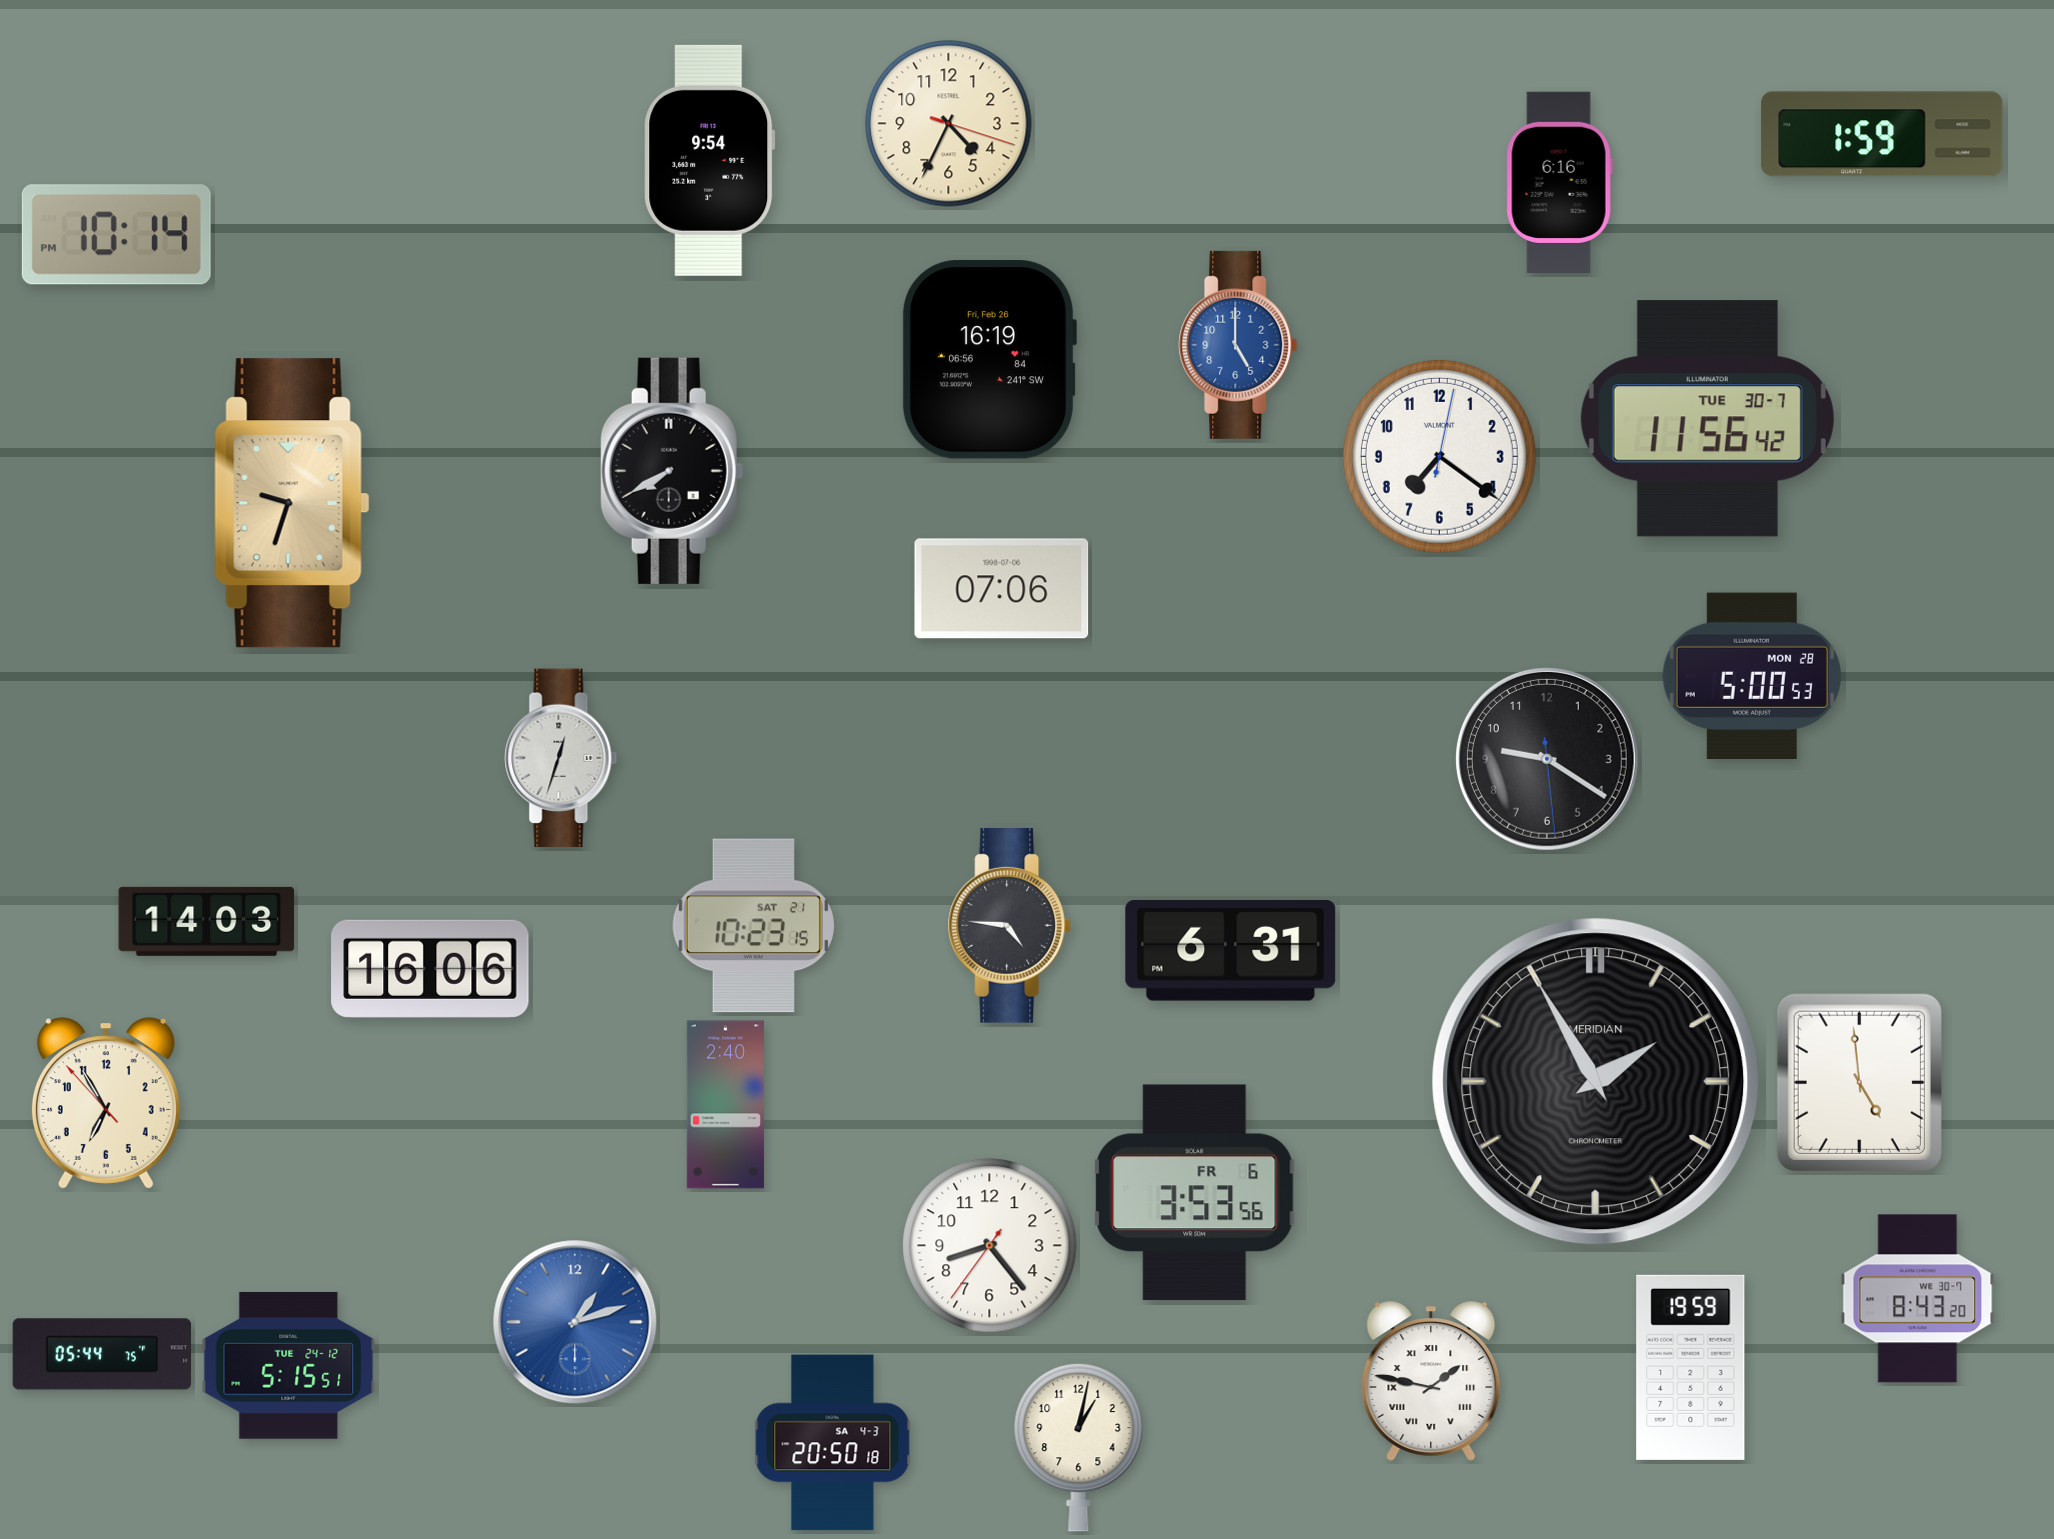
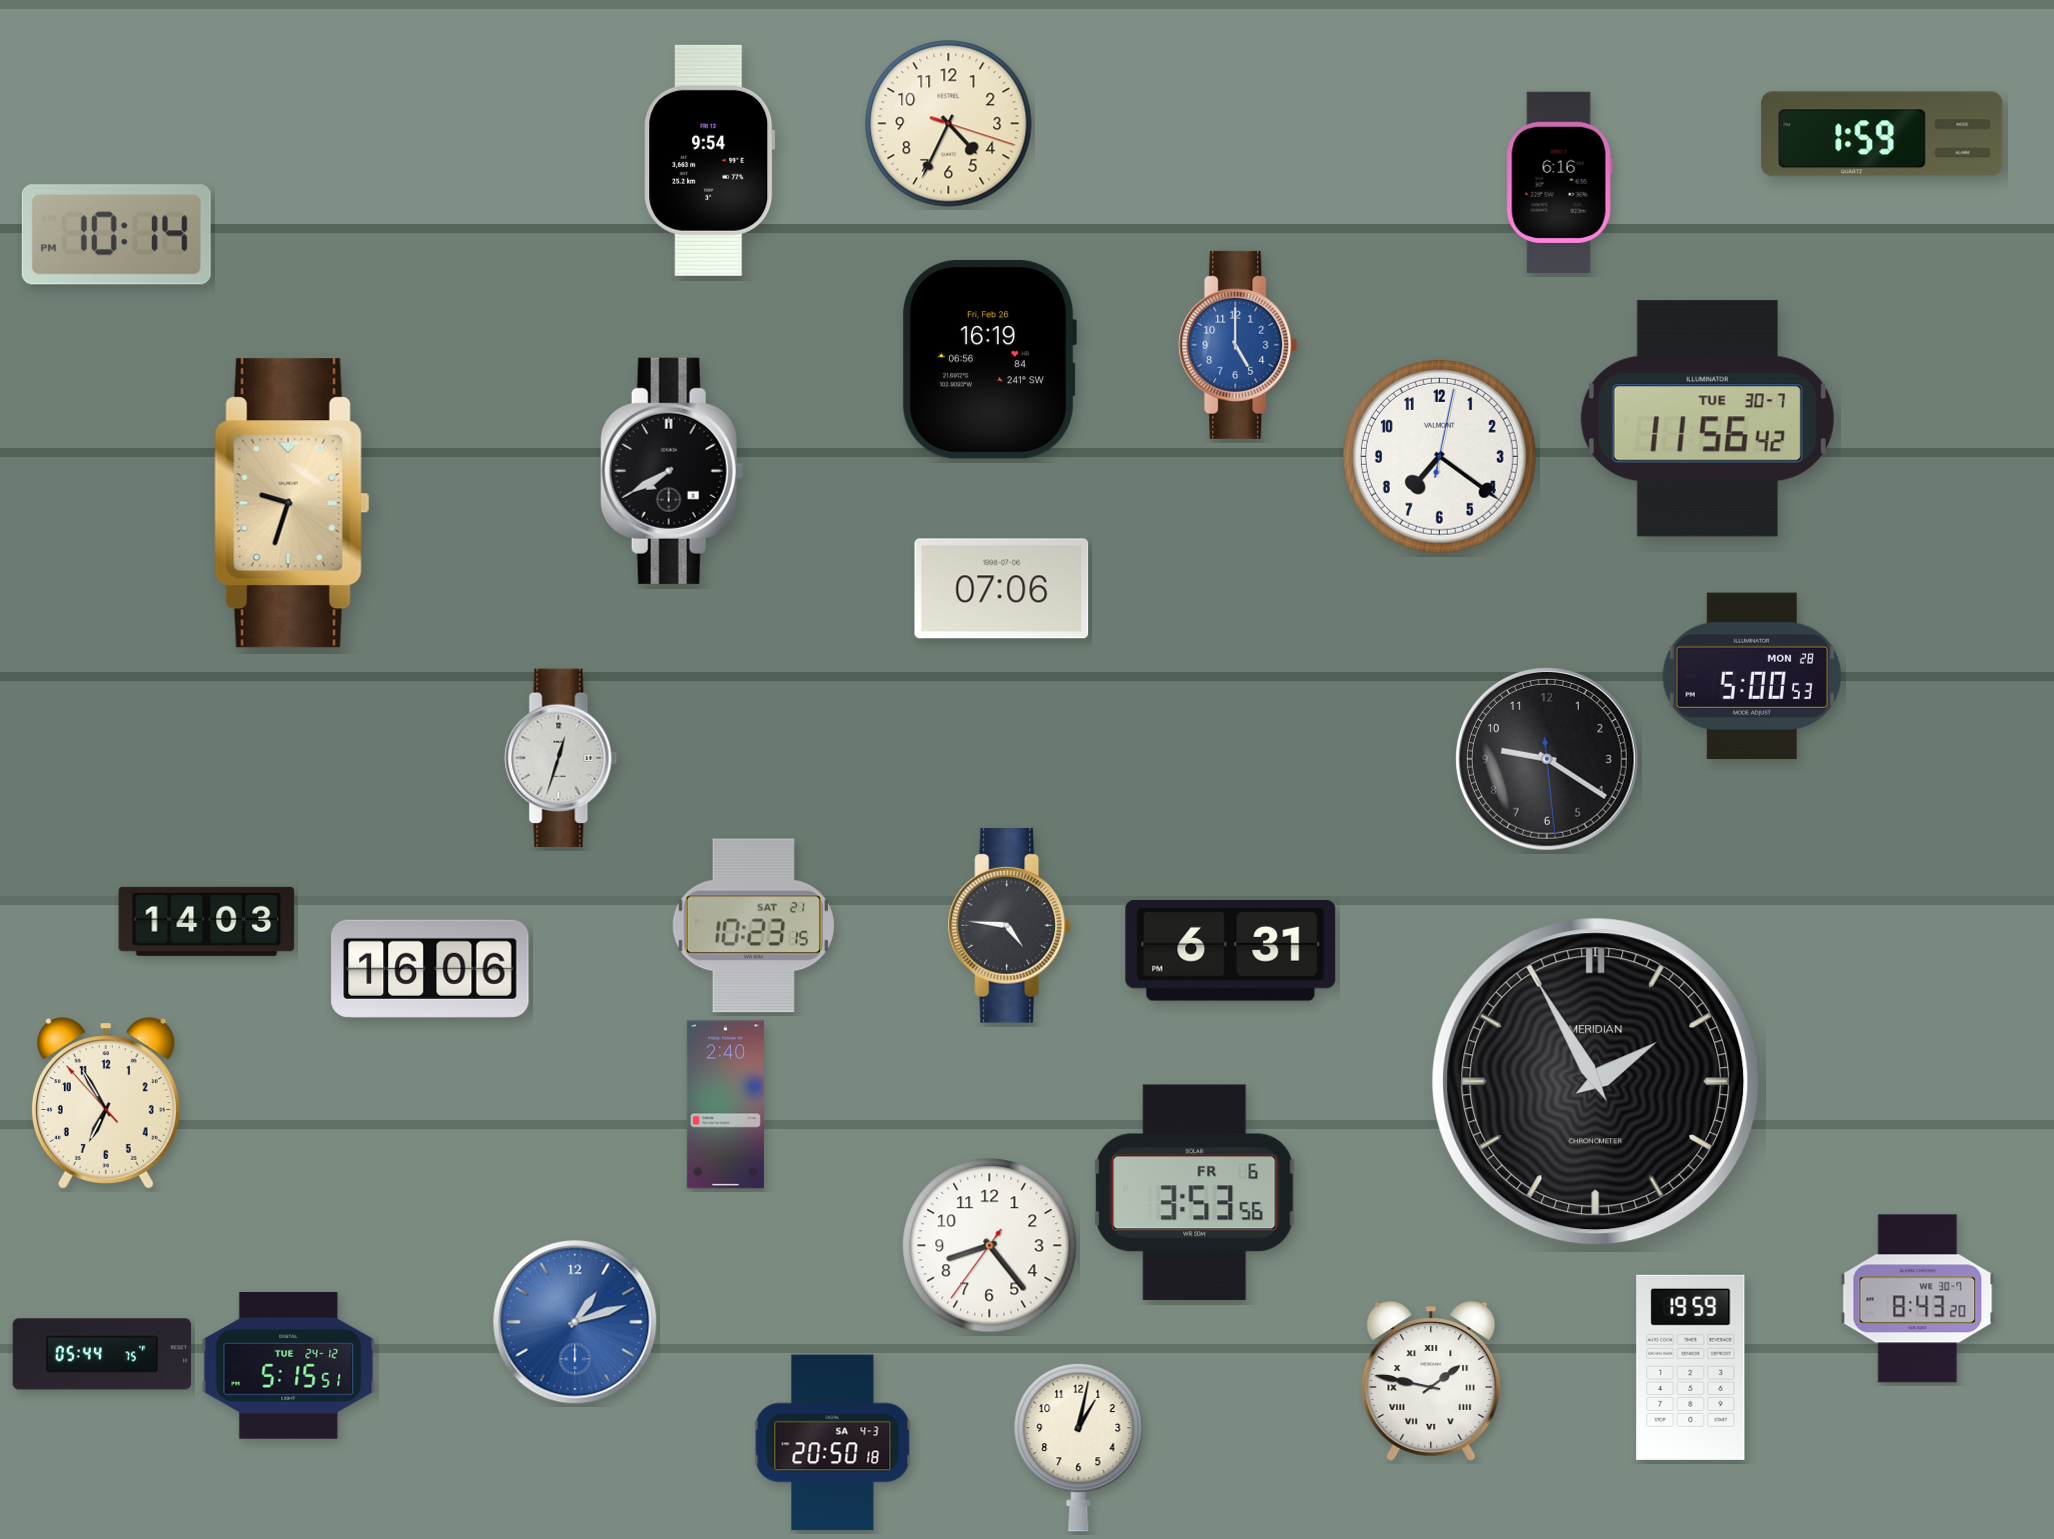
clock at (1859, 1082): 4:59 -> none
